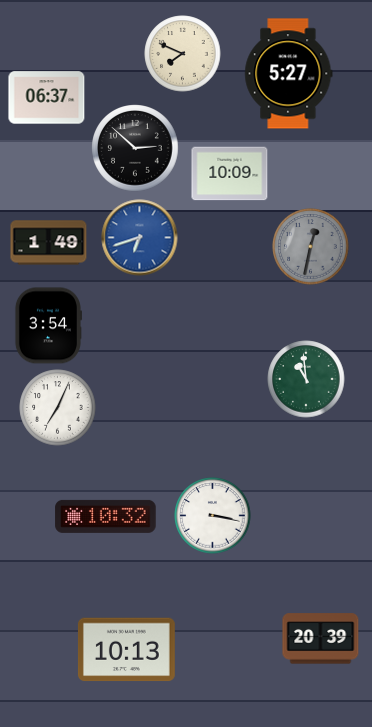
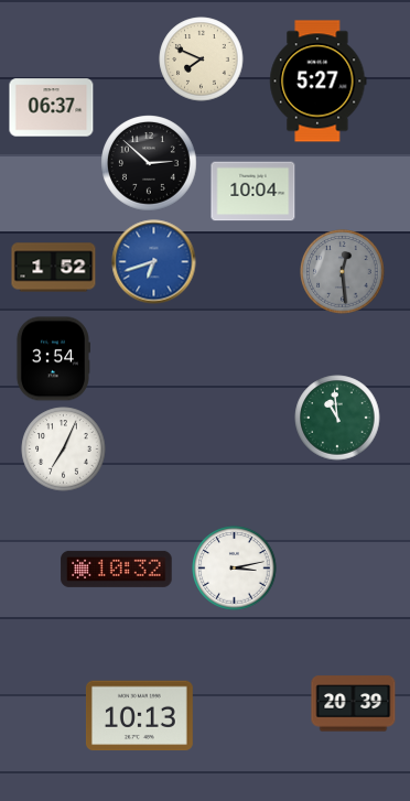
clock at (230, 174): 10:09 -> 10:04
clock at (49, 243): 1:49 -> 1:52
clock at (311, 247): 12:32 -> 12:29
clock at (213, 516): 3:17 -> 3:13
